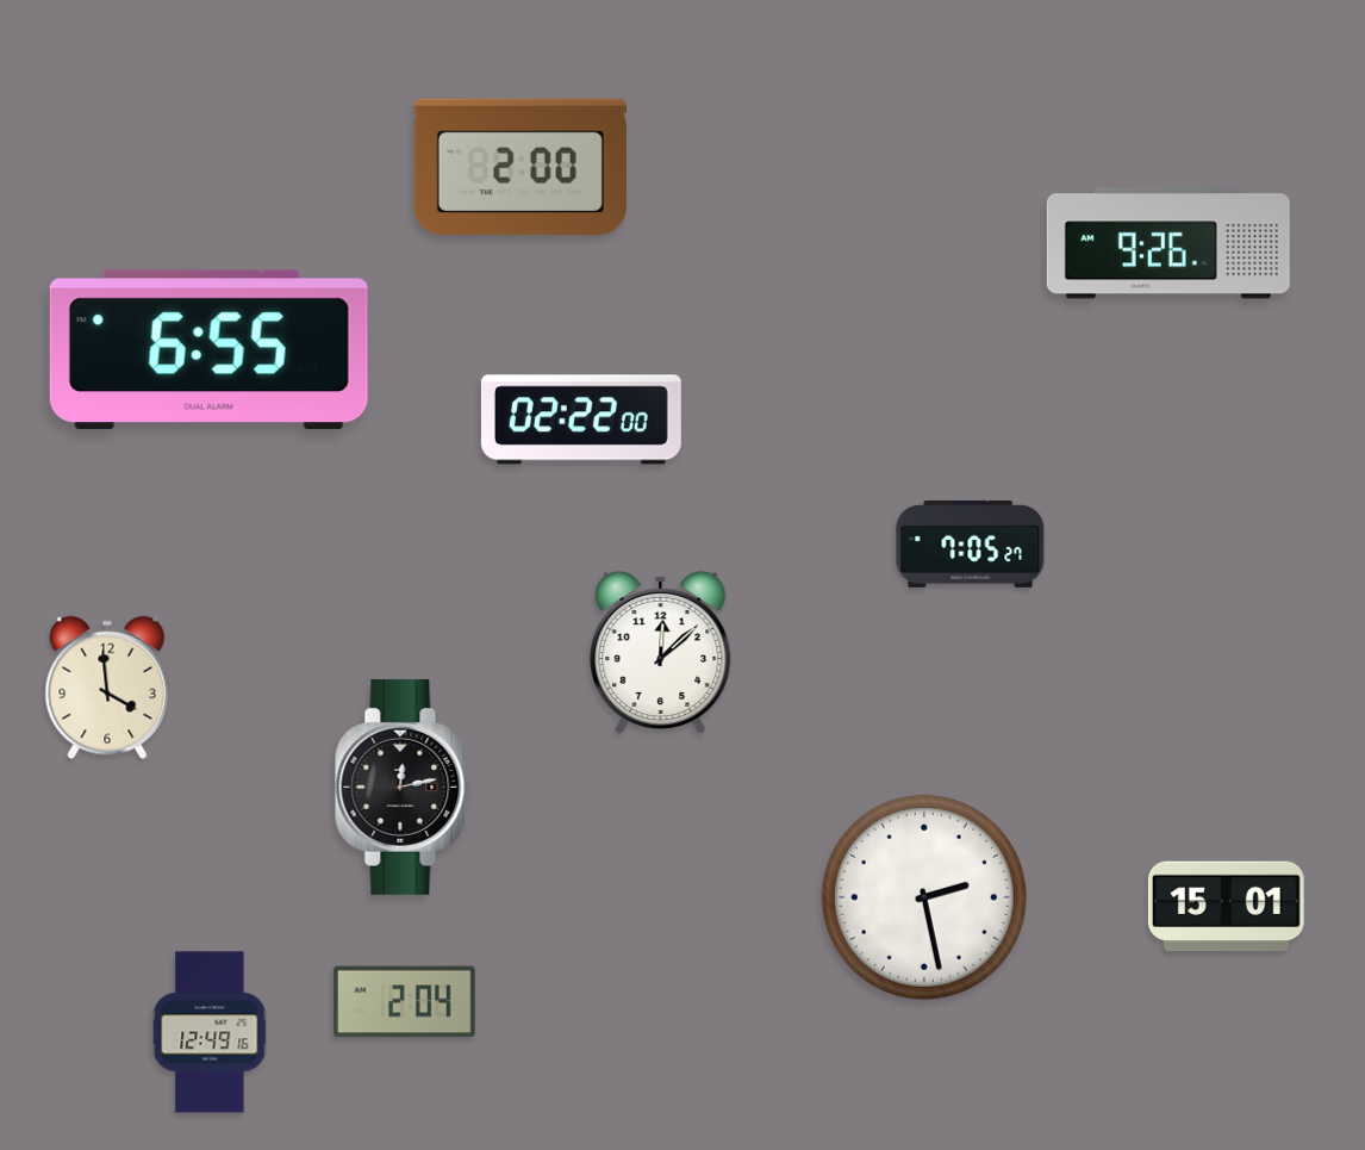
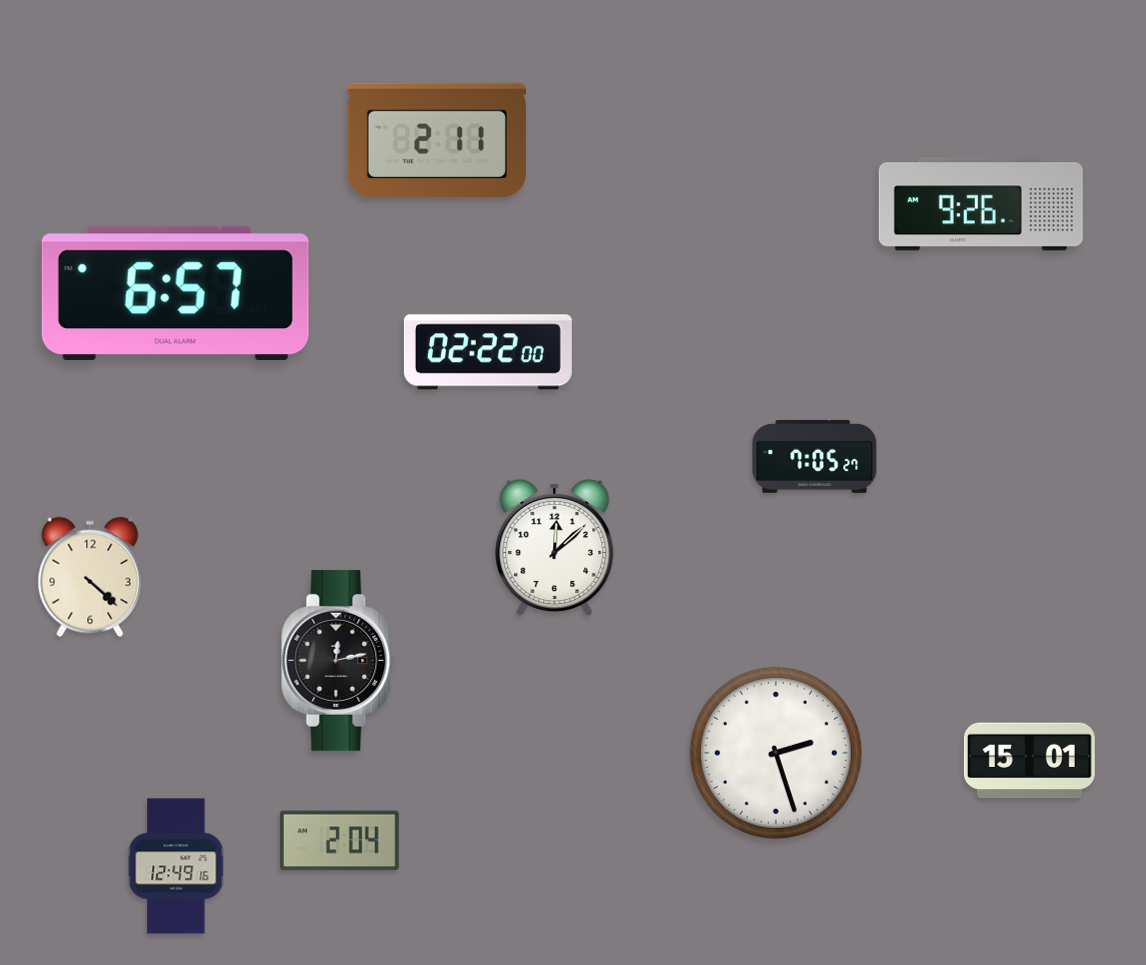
clock at (521, 167): 2:00 -> 2:11
clock at (208, 350): 6:55 -> 6:57
clock at (107, 688): 3:59 -> 4:22
clock at (924, 897): 2:28 -> 2:27
